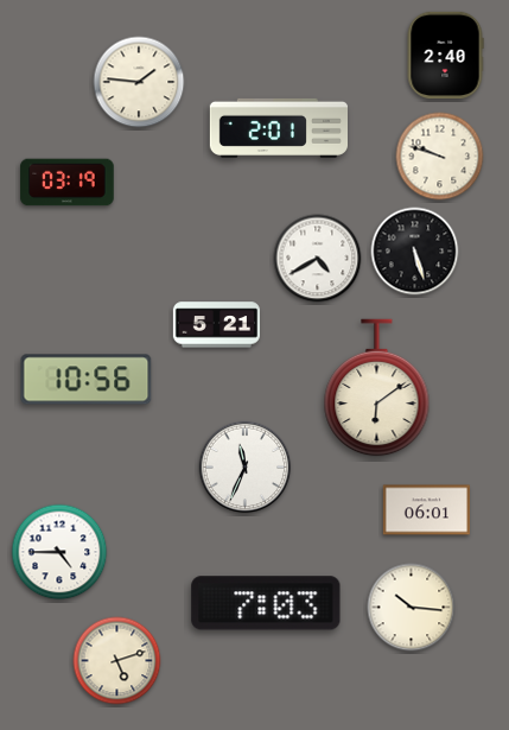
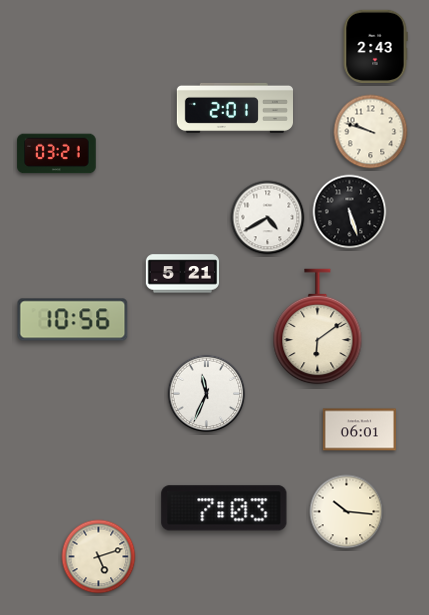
clock at (445, 55): 2:40 -> 2:43
clock at (139, 82): 1:46 -> none
clock at (68, 183): 03:19 -> 03:21
clock at (59, 552): 4:45 -> none
